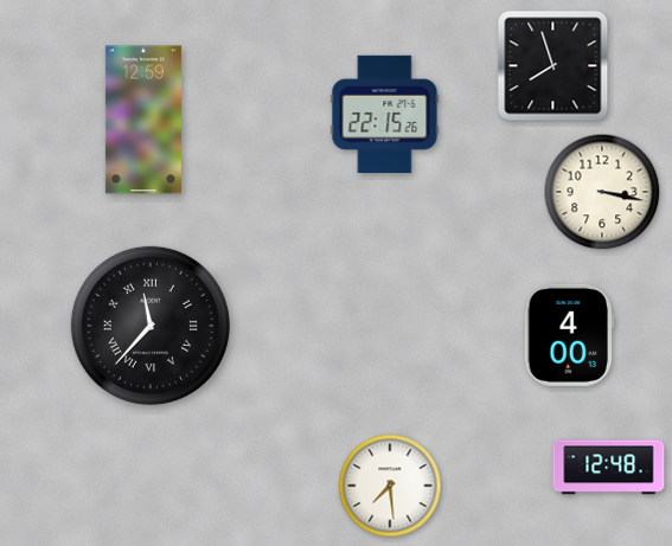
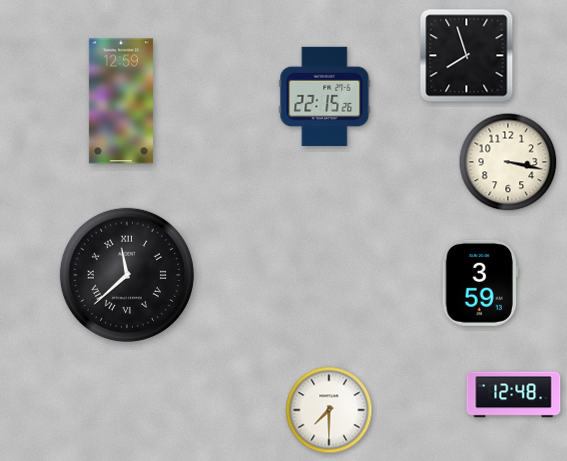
clock at (151, 326): 11:37 -> 11:38
clock at (569, 335): 4:00 -> 3:59
clock at (390, 486): 7:29 -> 7:30
